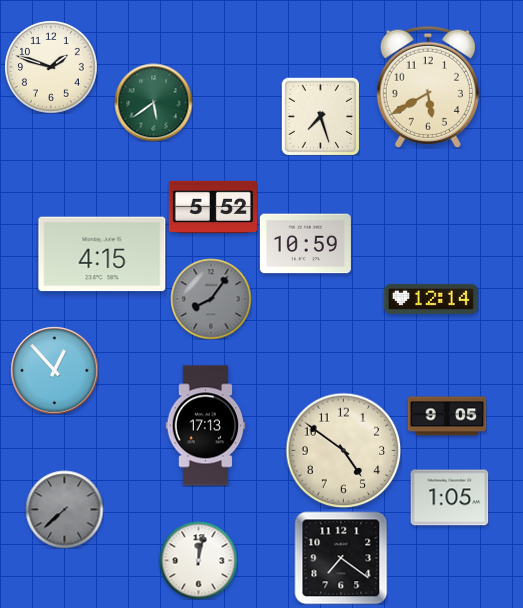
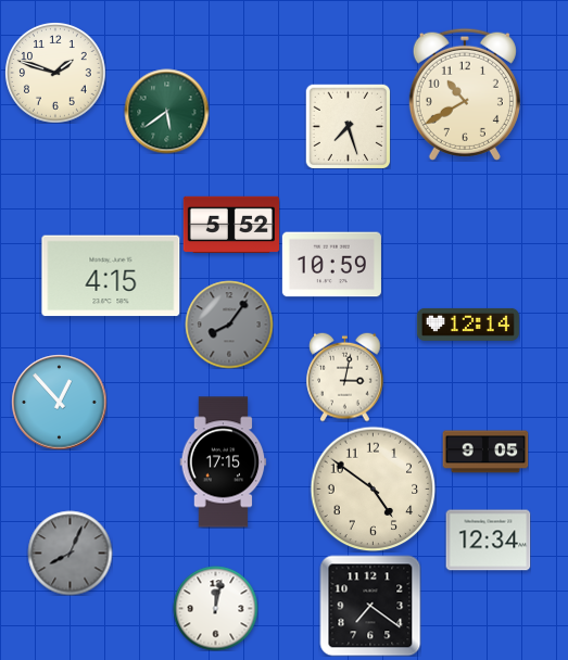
clock at (428, 87): 5:40 -> 10:40
clock at (345, 377): none -> 3:02
clock at (206, 426): 17:13 -> 17:15
clock at (449, 498): 1:05 -> 12:34
clock at (64, 509): 7:38 -> 8:04
